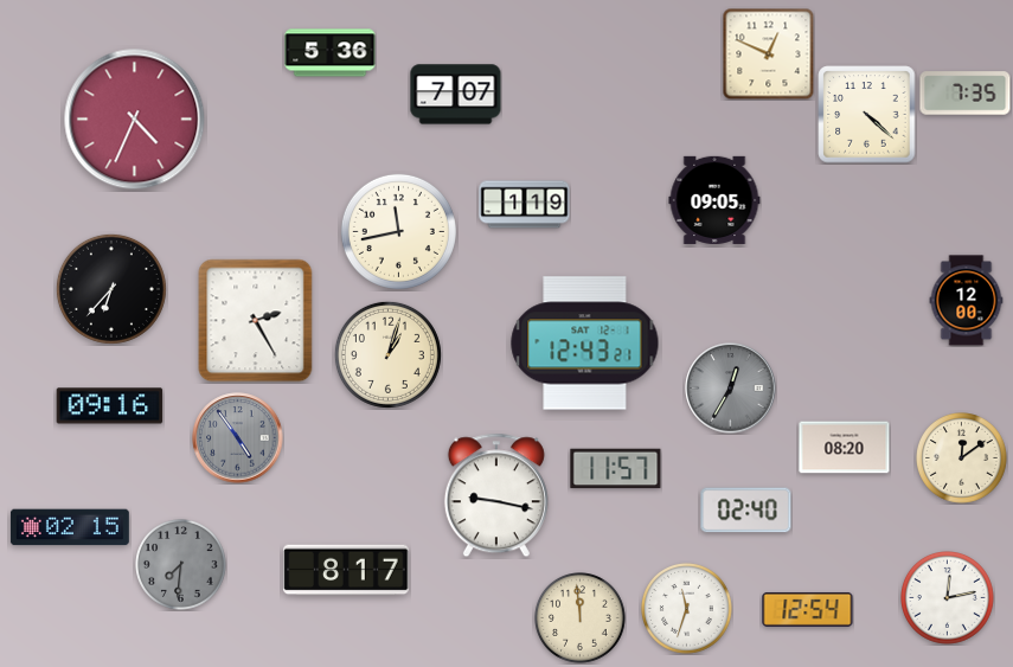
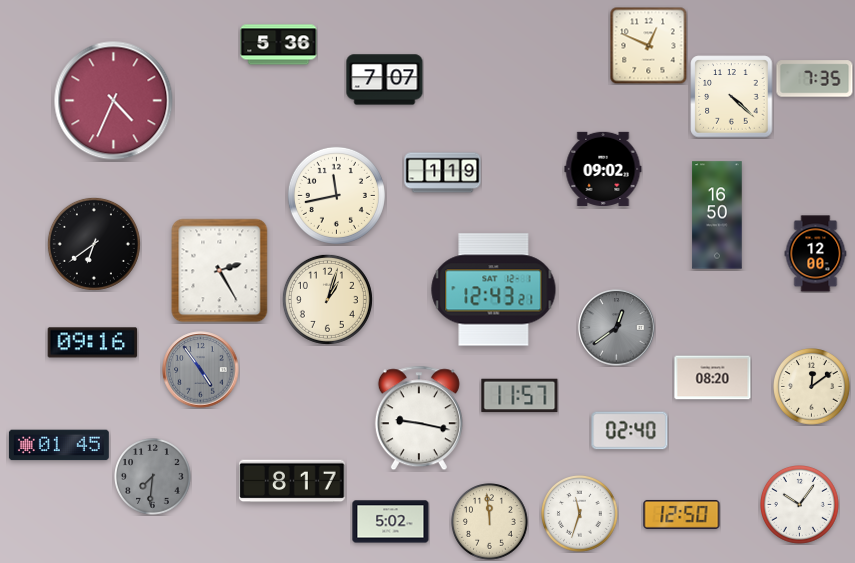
clock at (714, 200): 09:05 -> 09:02
clock at (717, 215): none -> 16:50
clock at (111, 289): 6:37 -> 6:39
clock at (256, 321) position: (256, 321) -> (220, 271)
clock at (731, 389): 12:35 -> 12:39
clock at (70, 527): 02:15 -> 01:45
clock at (948, 598): 12:13 -> 10:06
clock at (808, 609): 12:54 -> 12:50
clock at (391, 522): none -> 5:02
